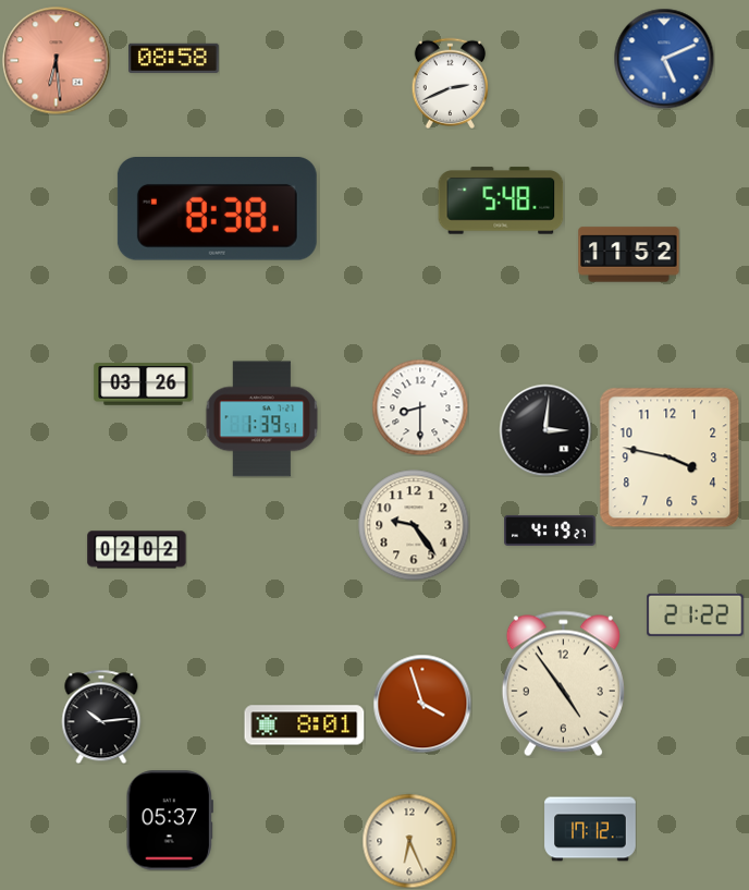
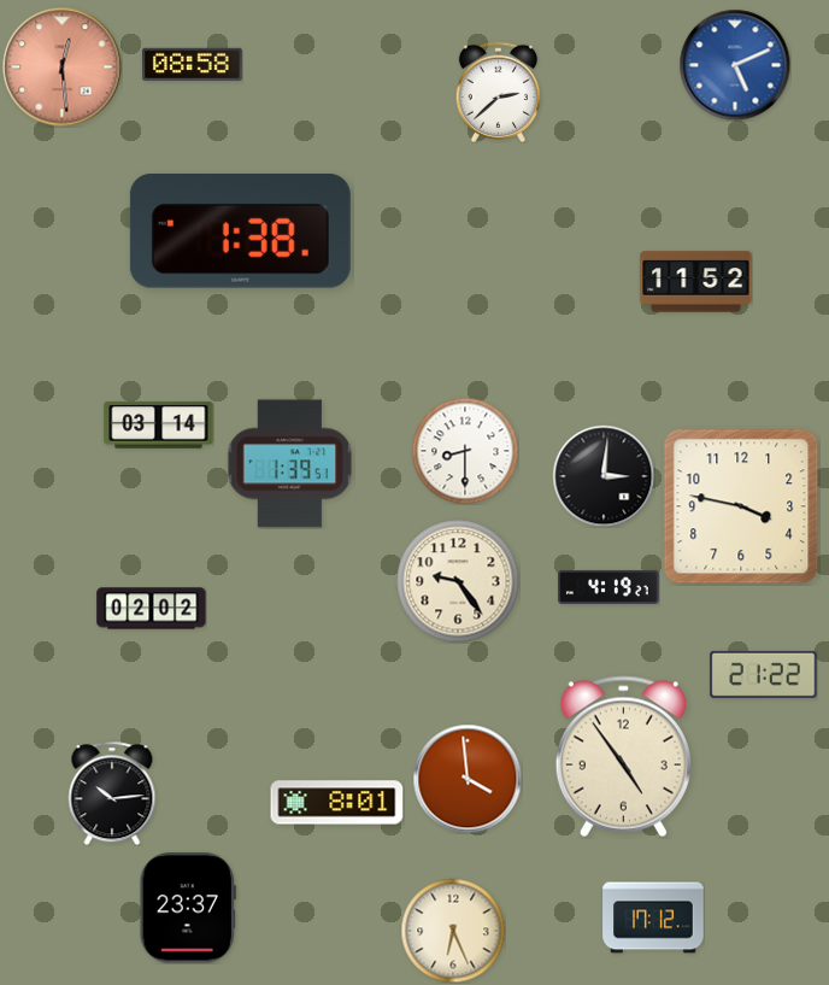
clock at (57, 61): 6:29 -> 12:29
clock at (451, 83): 2:41 -> 2:38
clock at (501, 200): 5:48 -> none
clock at (217, 209): 8:38 -> 1:38
clock at (144, 385): 03:26 -> 03:14
clock at (696, 614) position: (696, 614) -> (764, 674)
clock at (422, 704): 3:57 -> 3:59
clock at (170, 820): 05:37 -> 23:37
